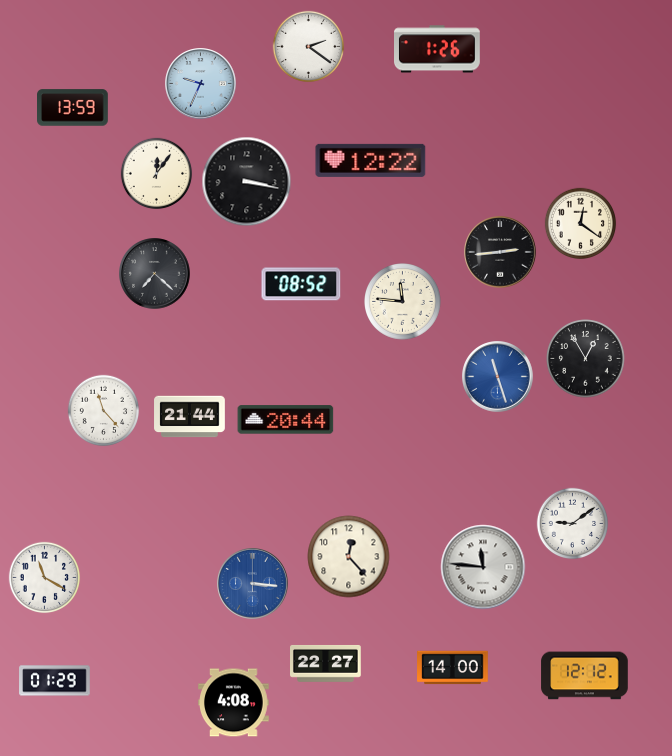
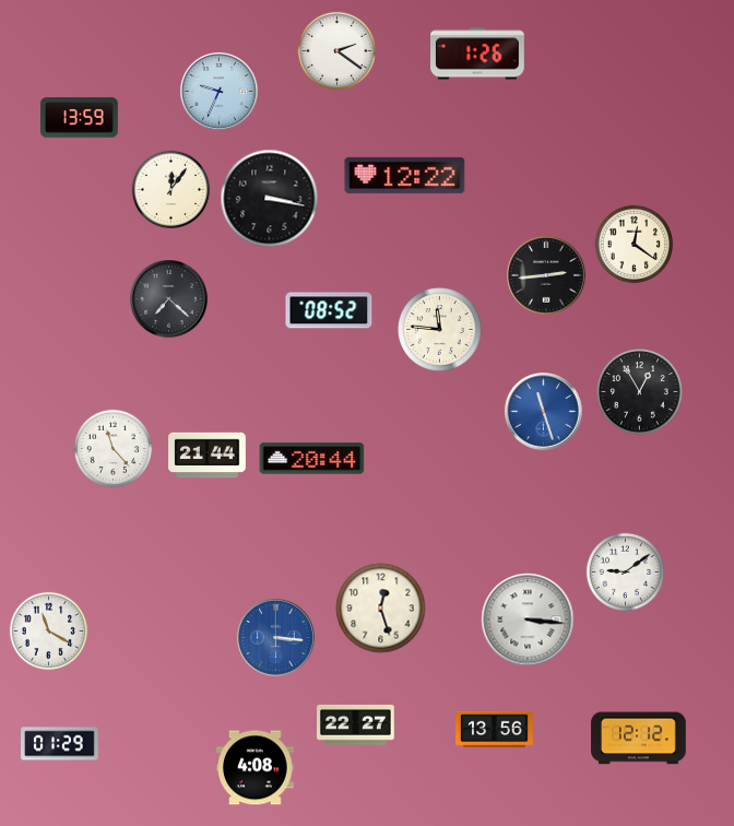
clock at (349, 557): 12:23 -> 12:27
clock at (483, 567): 11:46 -> 3:16
clock at (453, 668): 14:00 -> 13:56
